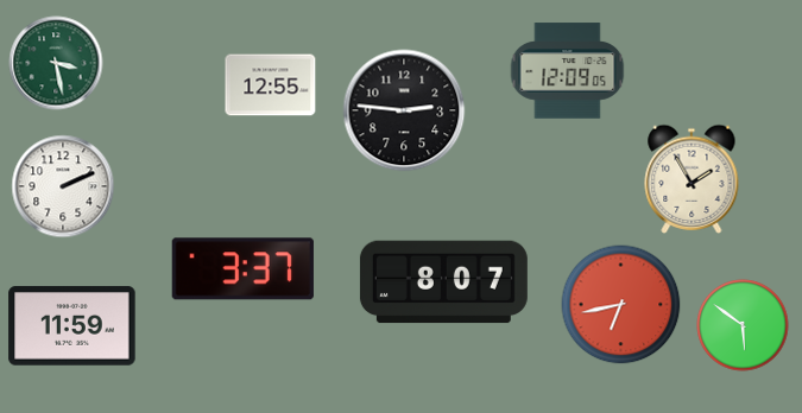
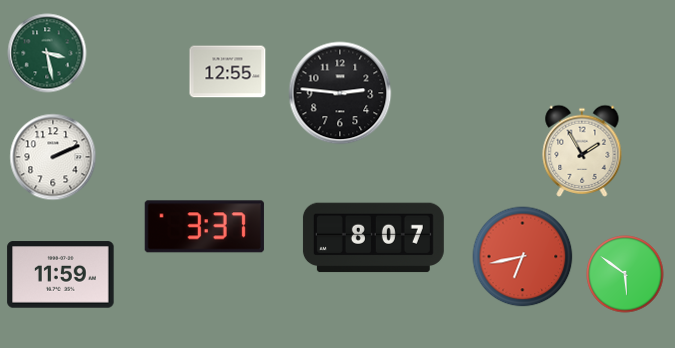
clock at (568, 71): 12:09 -> none
